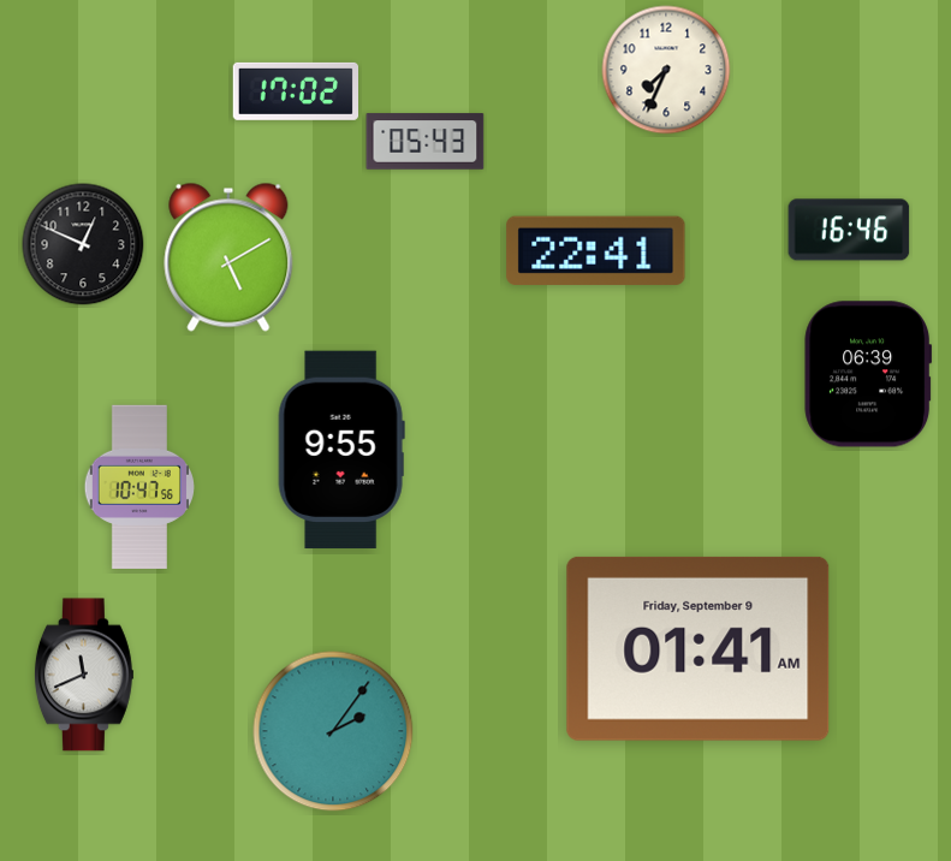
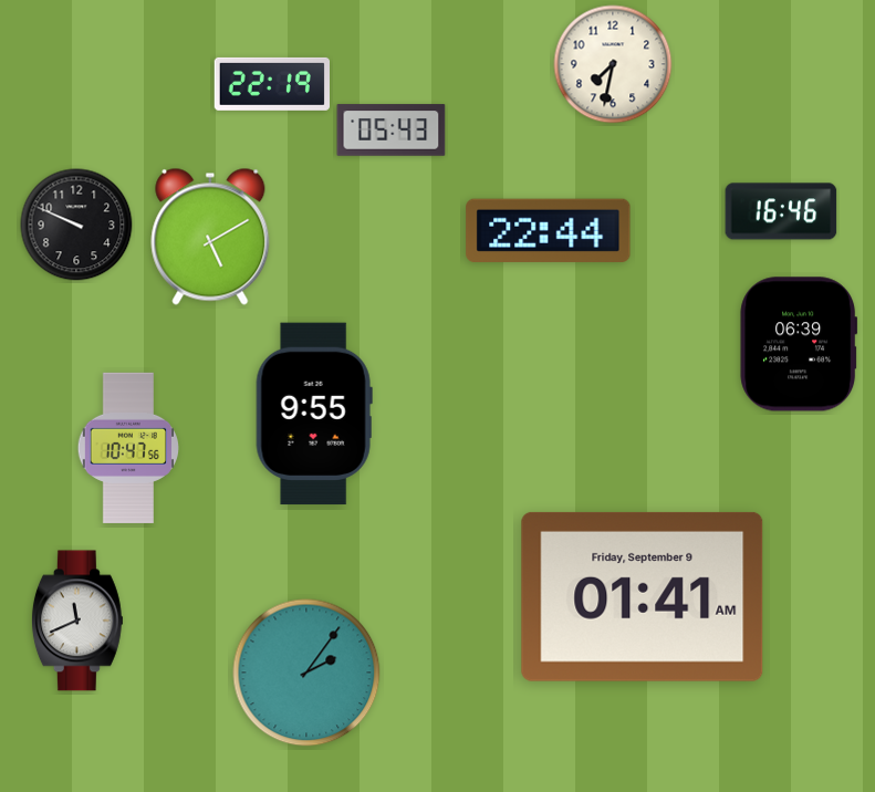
clock at (666, 70): 7:34 -> 7:32
clock at (295, 91): 17:02 -> 22:19
clock at (83, 244): 12:49 -> 9:49
clock at (596, 250): 22:41 -> 22:44
